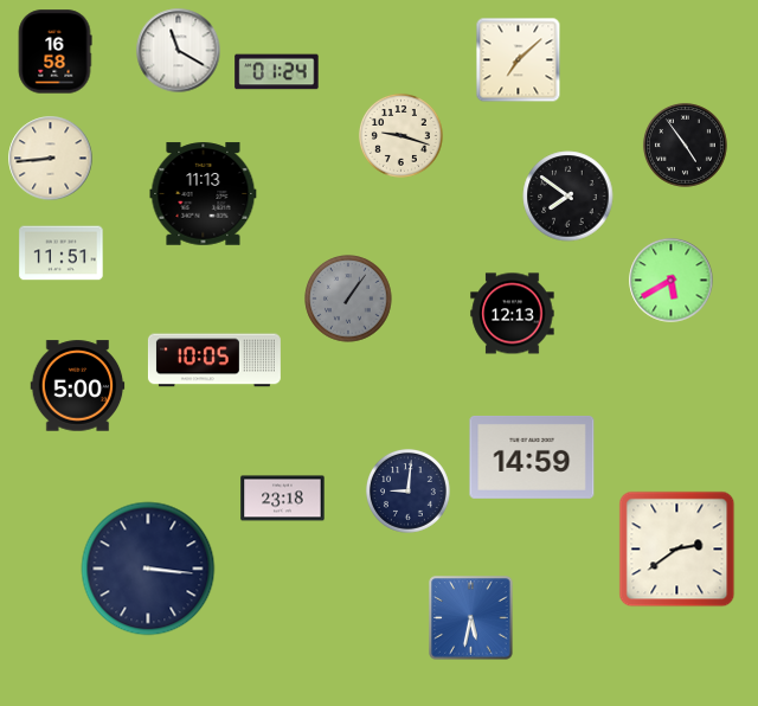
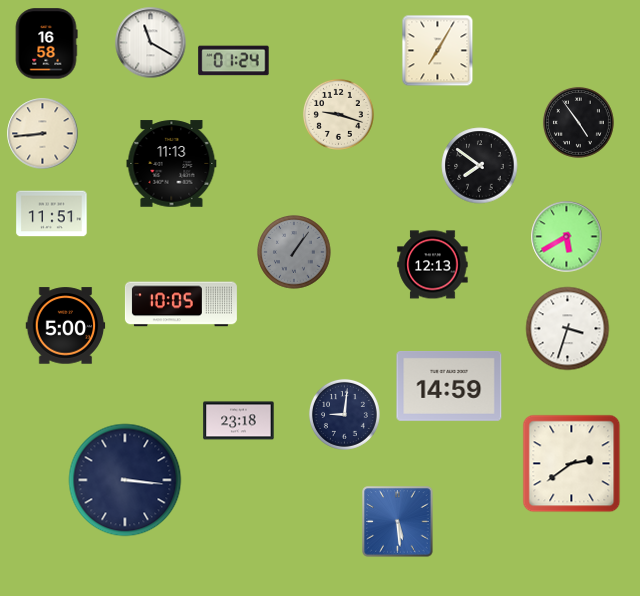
clock at (519, 60): 7:08 -> 7:05
clock at (568, 329): none -> 3:33
clock at (471, 618): 5:32 -> 5:29
